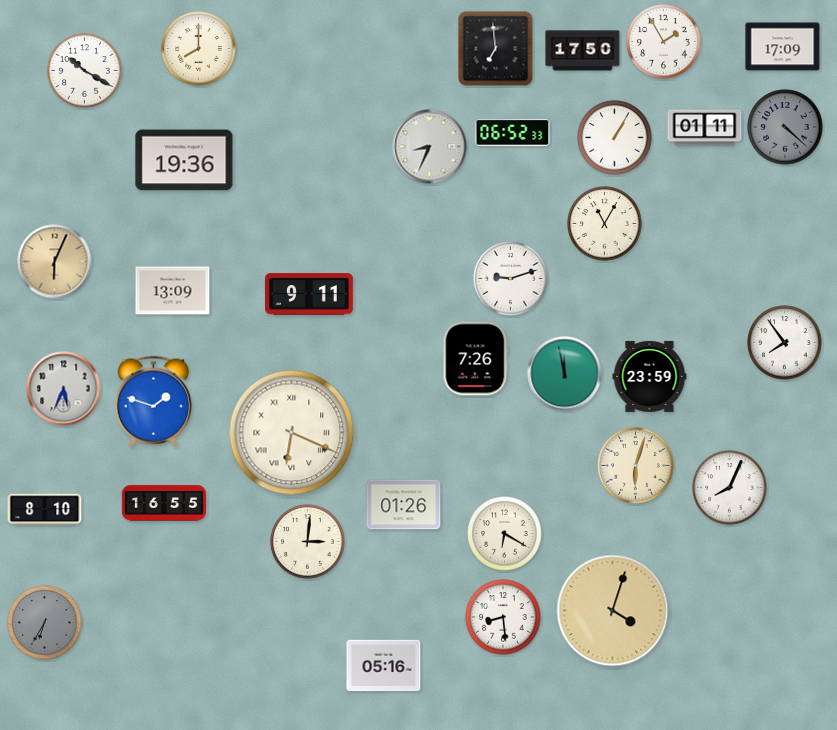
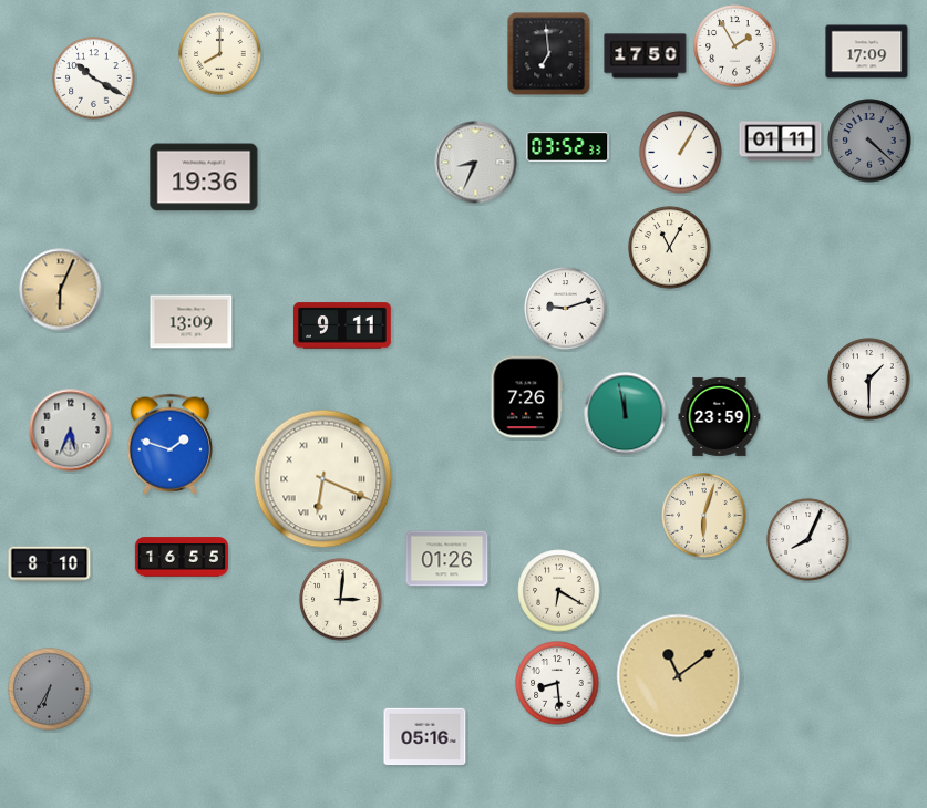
clock at (513, 133): 06:52 -> 03:52
clock at (785, 343): 7:54 -> 1:30
clock at (613, 611): 4:03 -> 11:09
